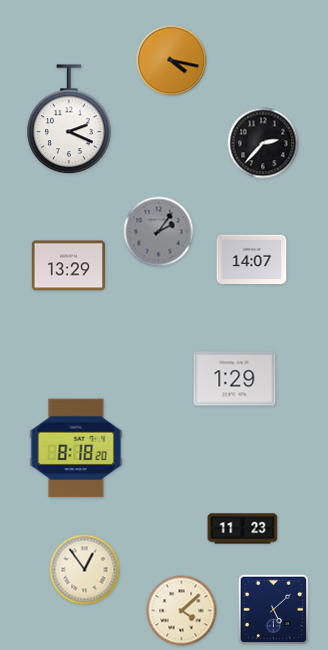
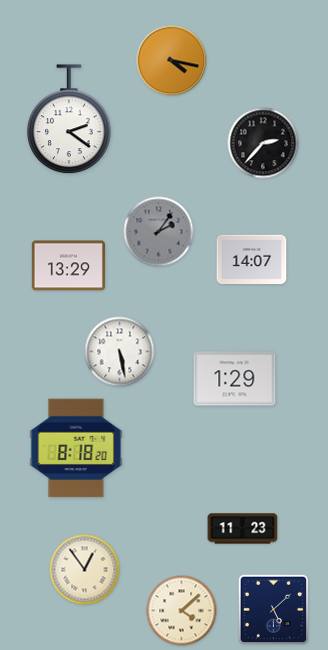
clock at (69, 120): 2:19 -> 2:21
clock at (120, 352): none -> 5:28
